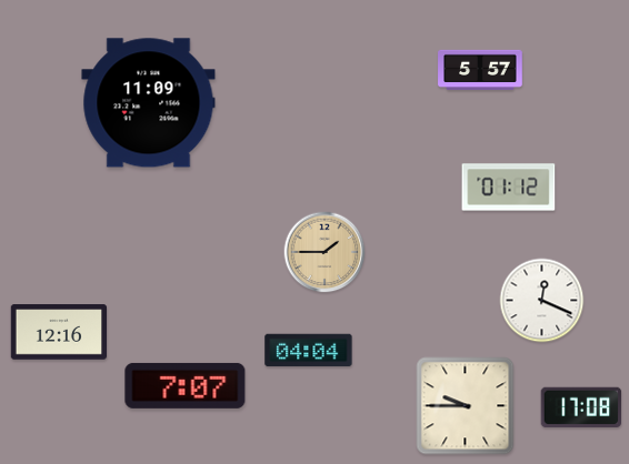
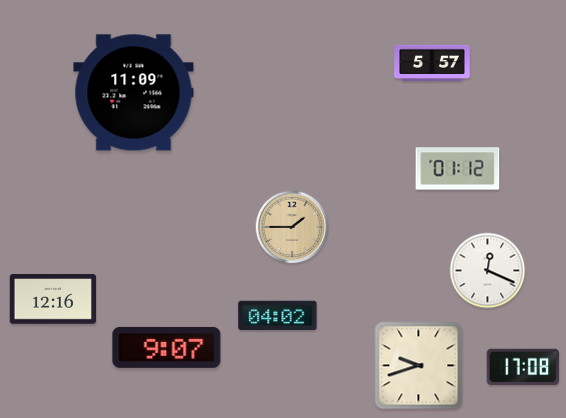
clock at (309, 351): 04:04 -> 04:02
clock at (186, 385): 7:07 -> 9:07
clock at (466, 406): 9:45 -> 9:42
